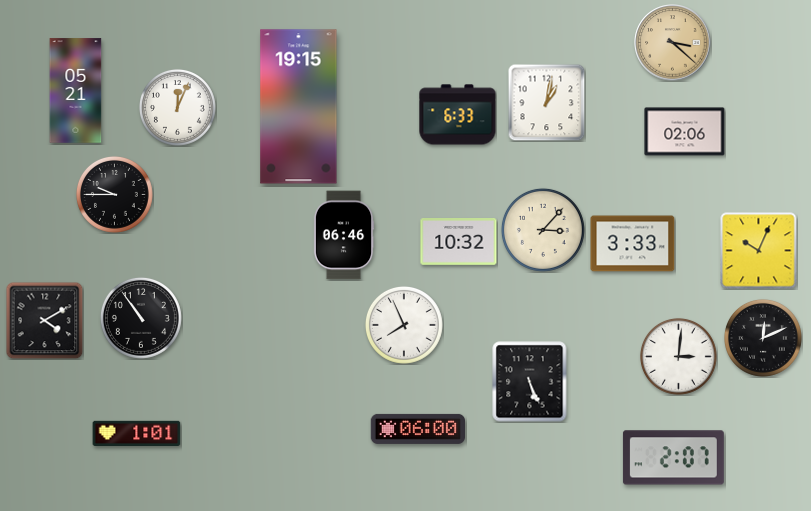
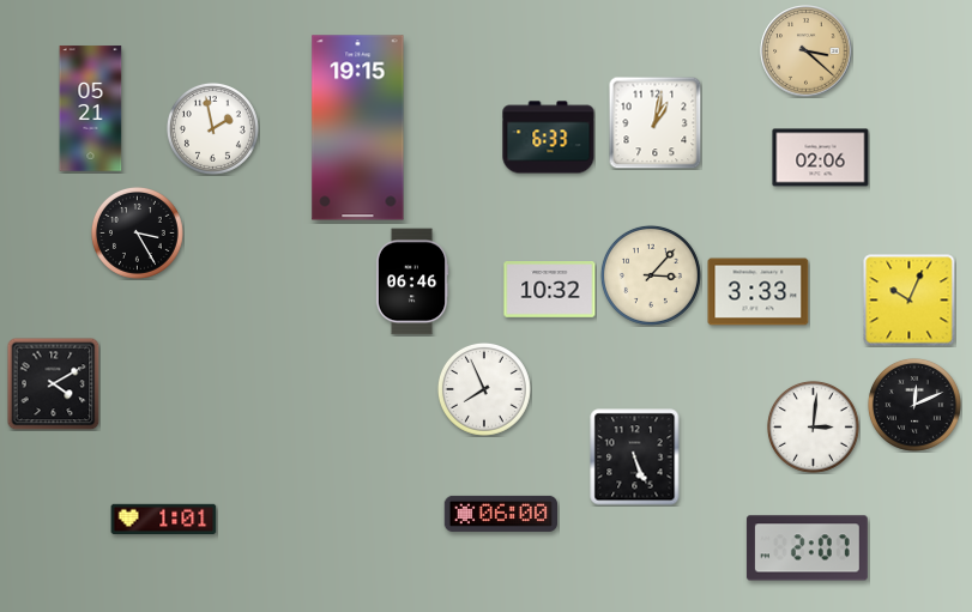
clock at (178, 108): 12:04 -> 1:58
clock at (115, 195): 9:45 -> 3:25
clock at (141, 318): 10:54 -> none
